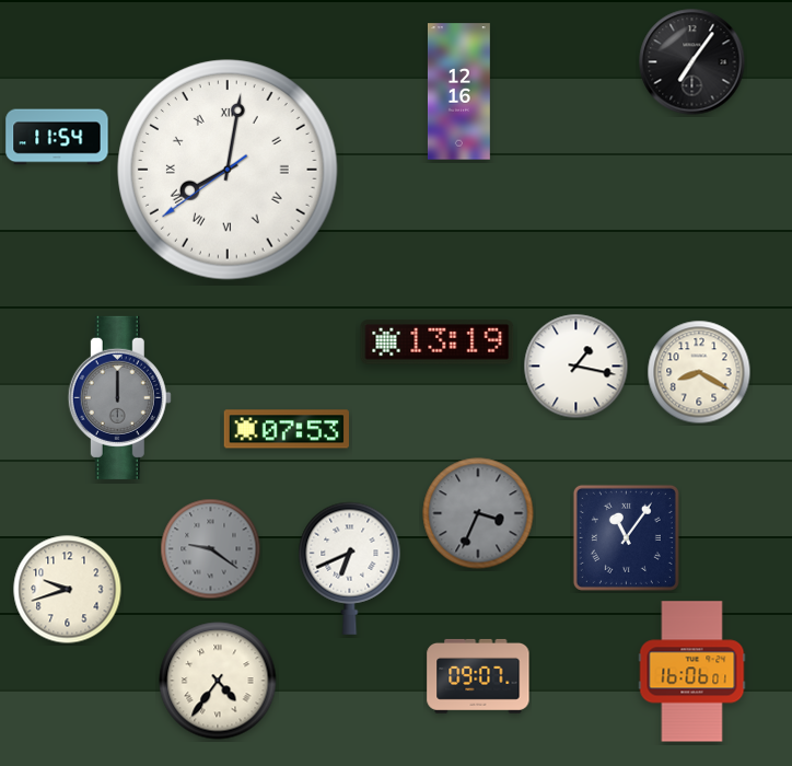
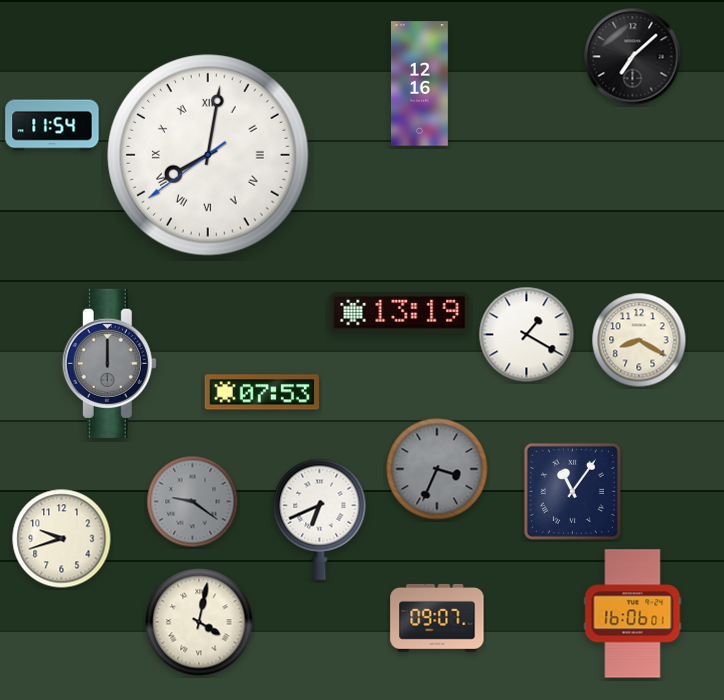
clock at (692, 62): 7:06 -> 7:08
clock at (576, 367): 1:17 -> 1:20
clock at (218, 681): 4:36 -> 4:02
